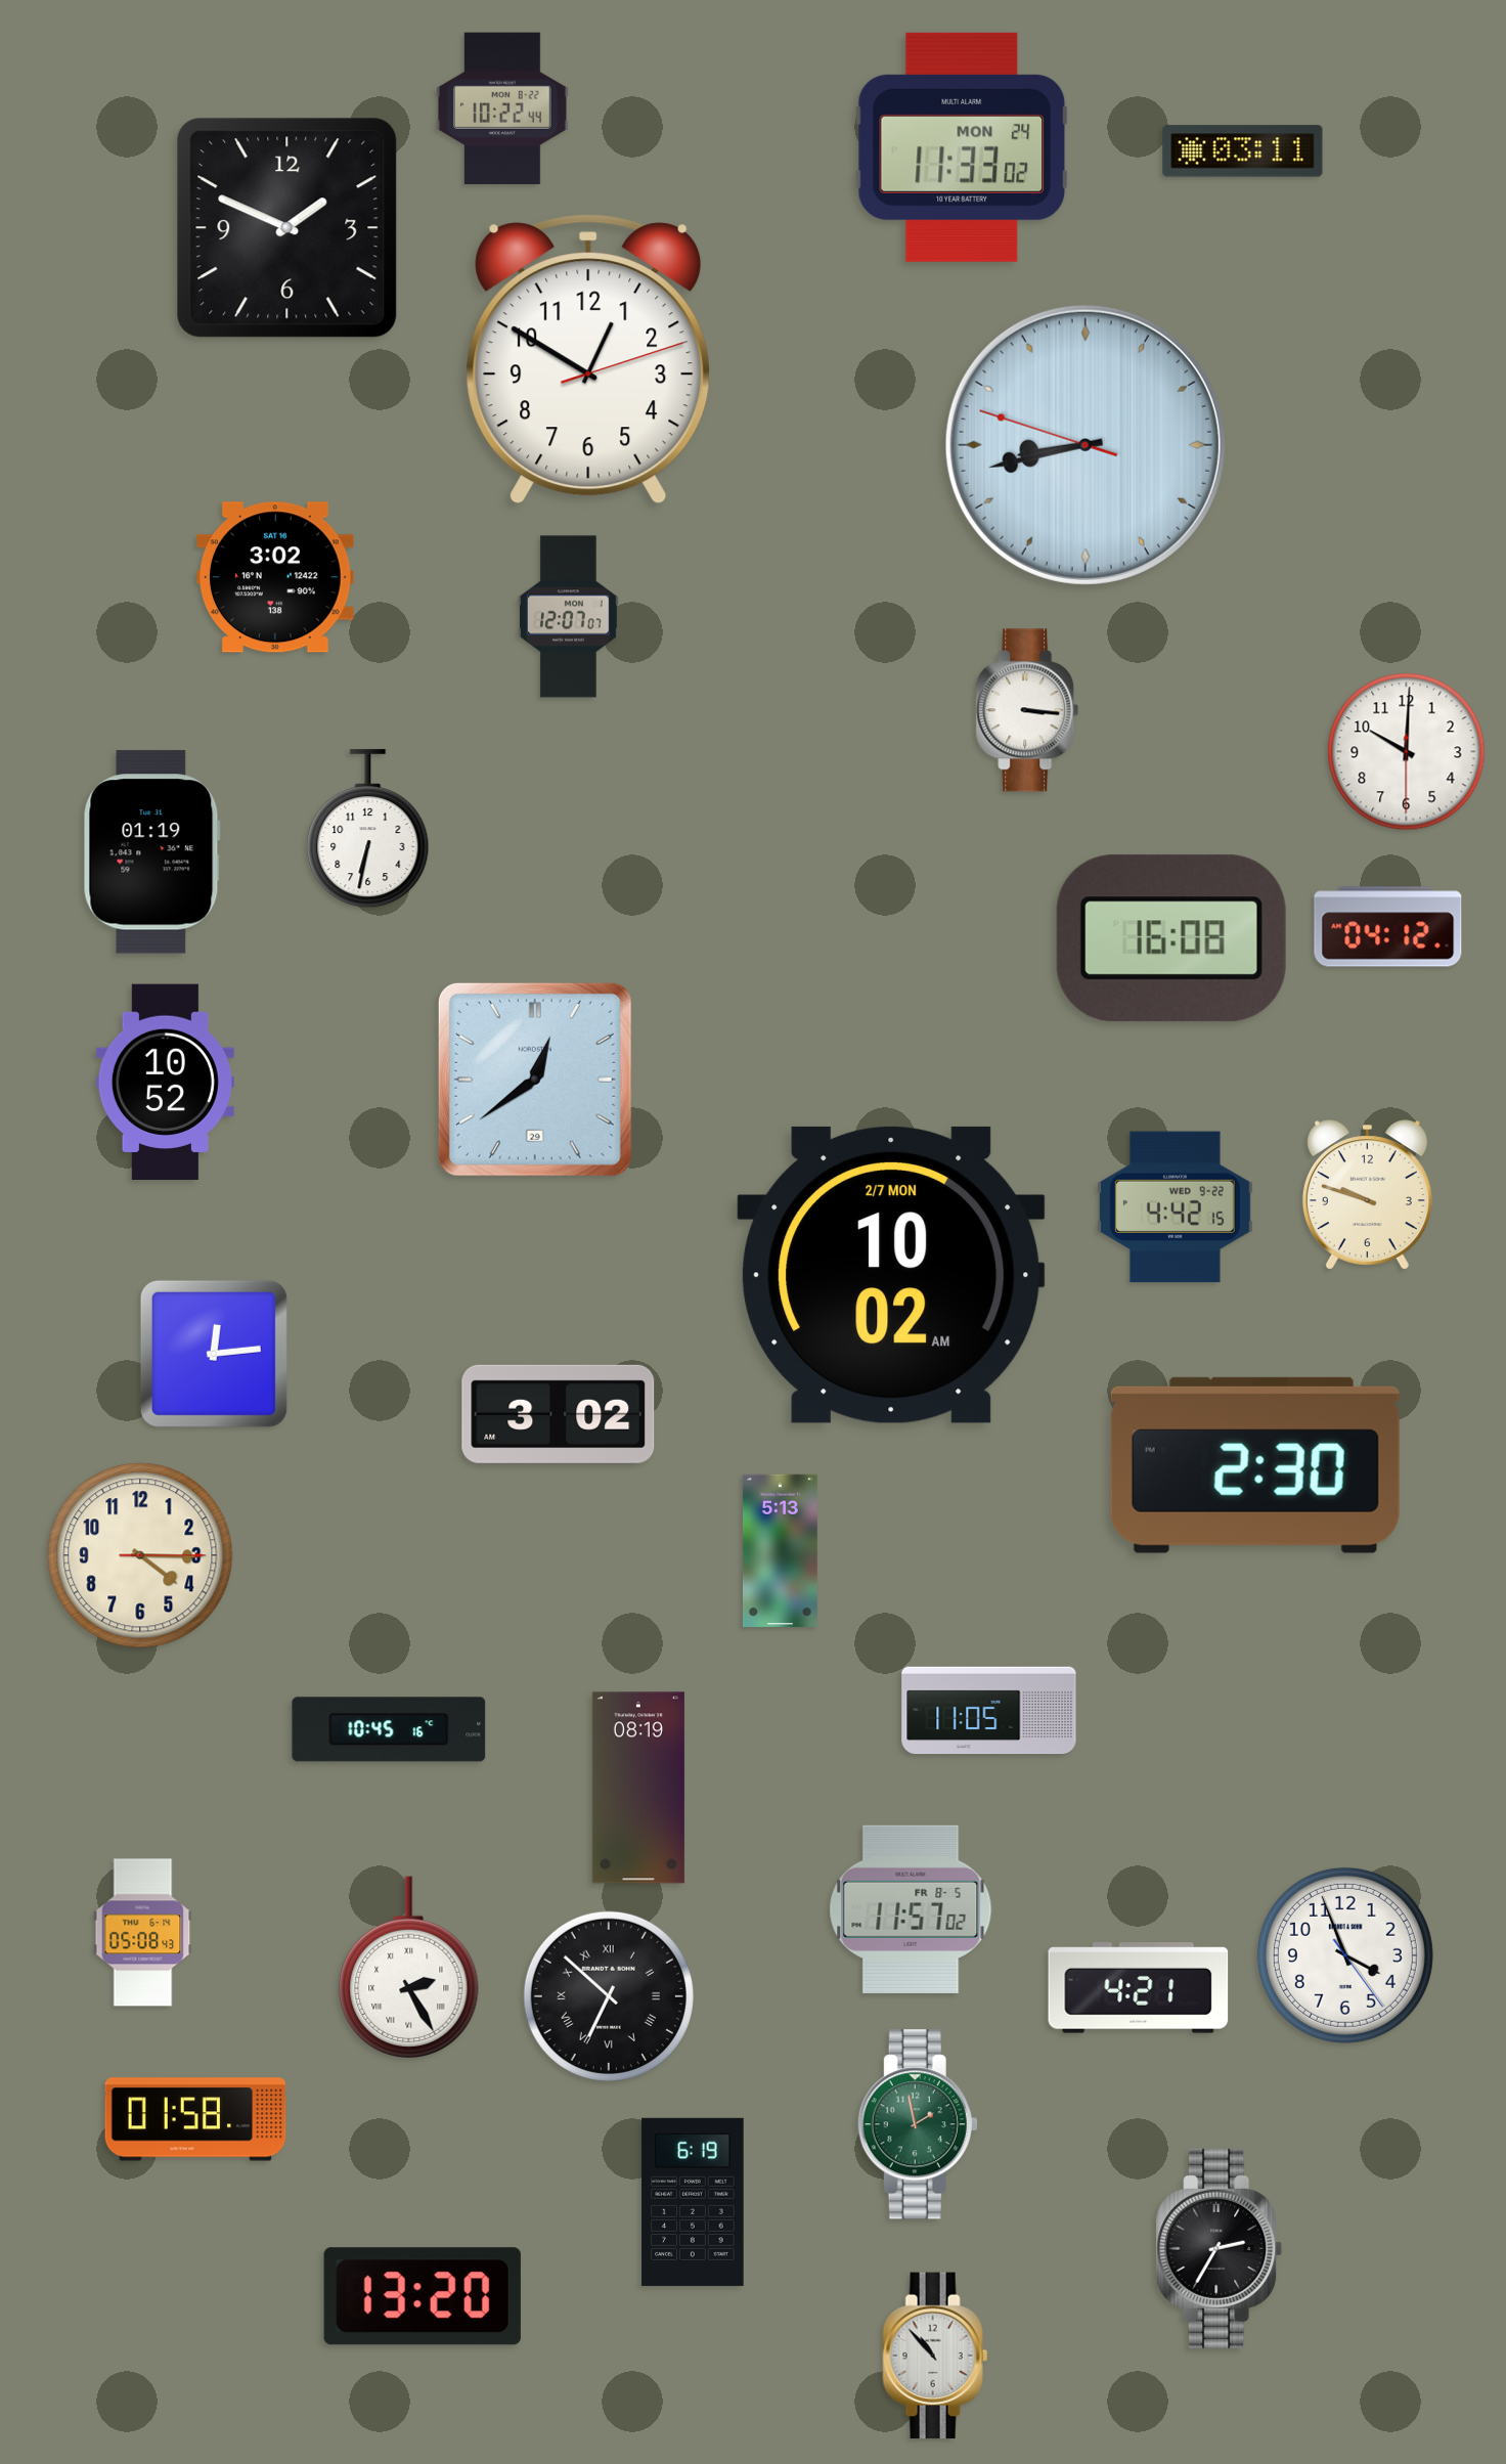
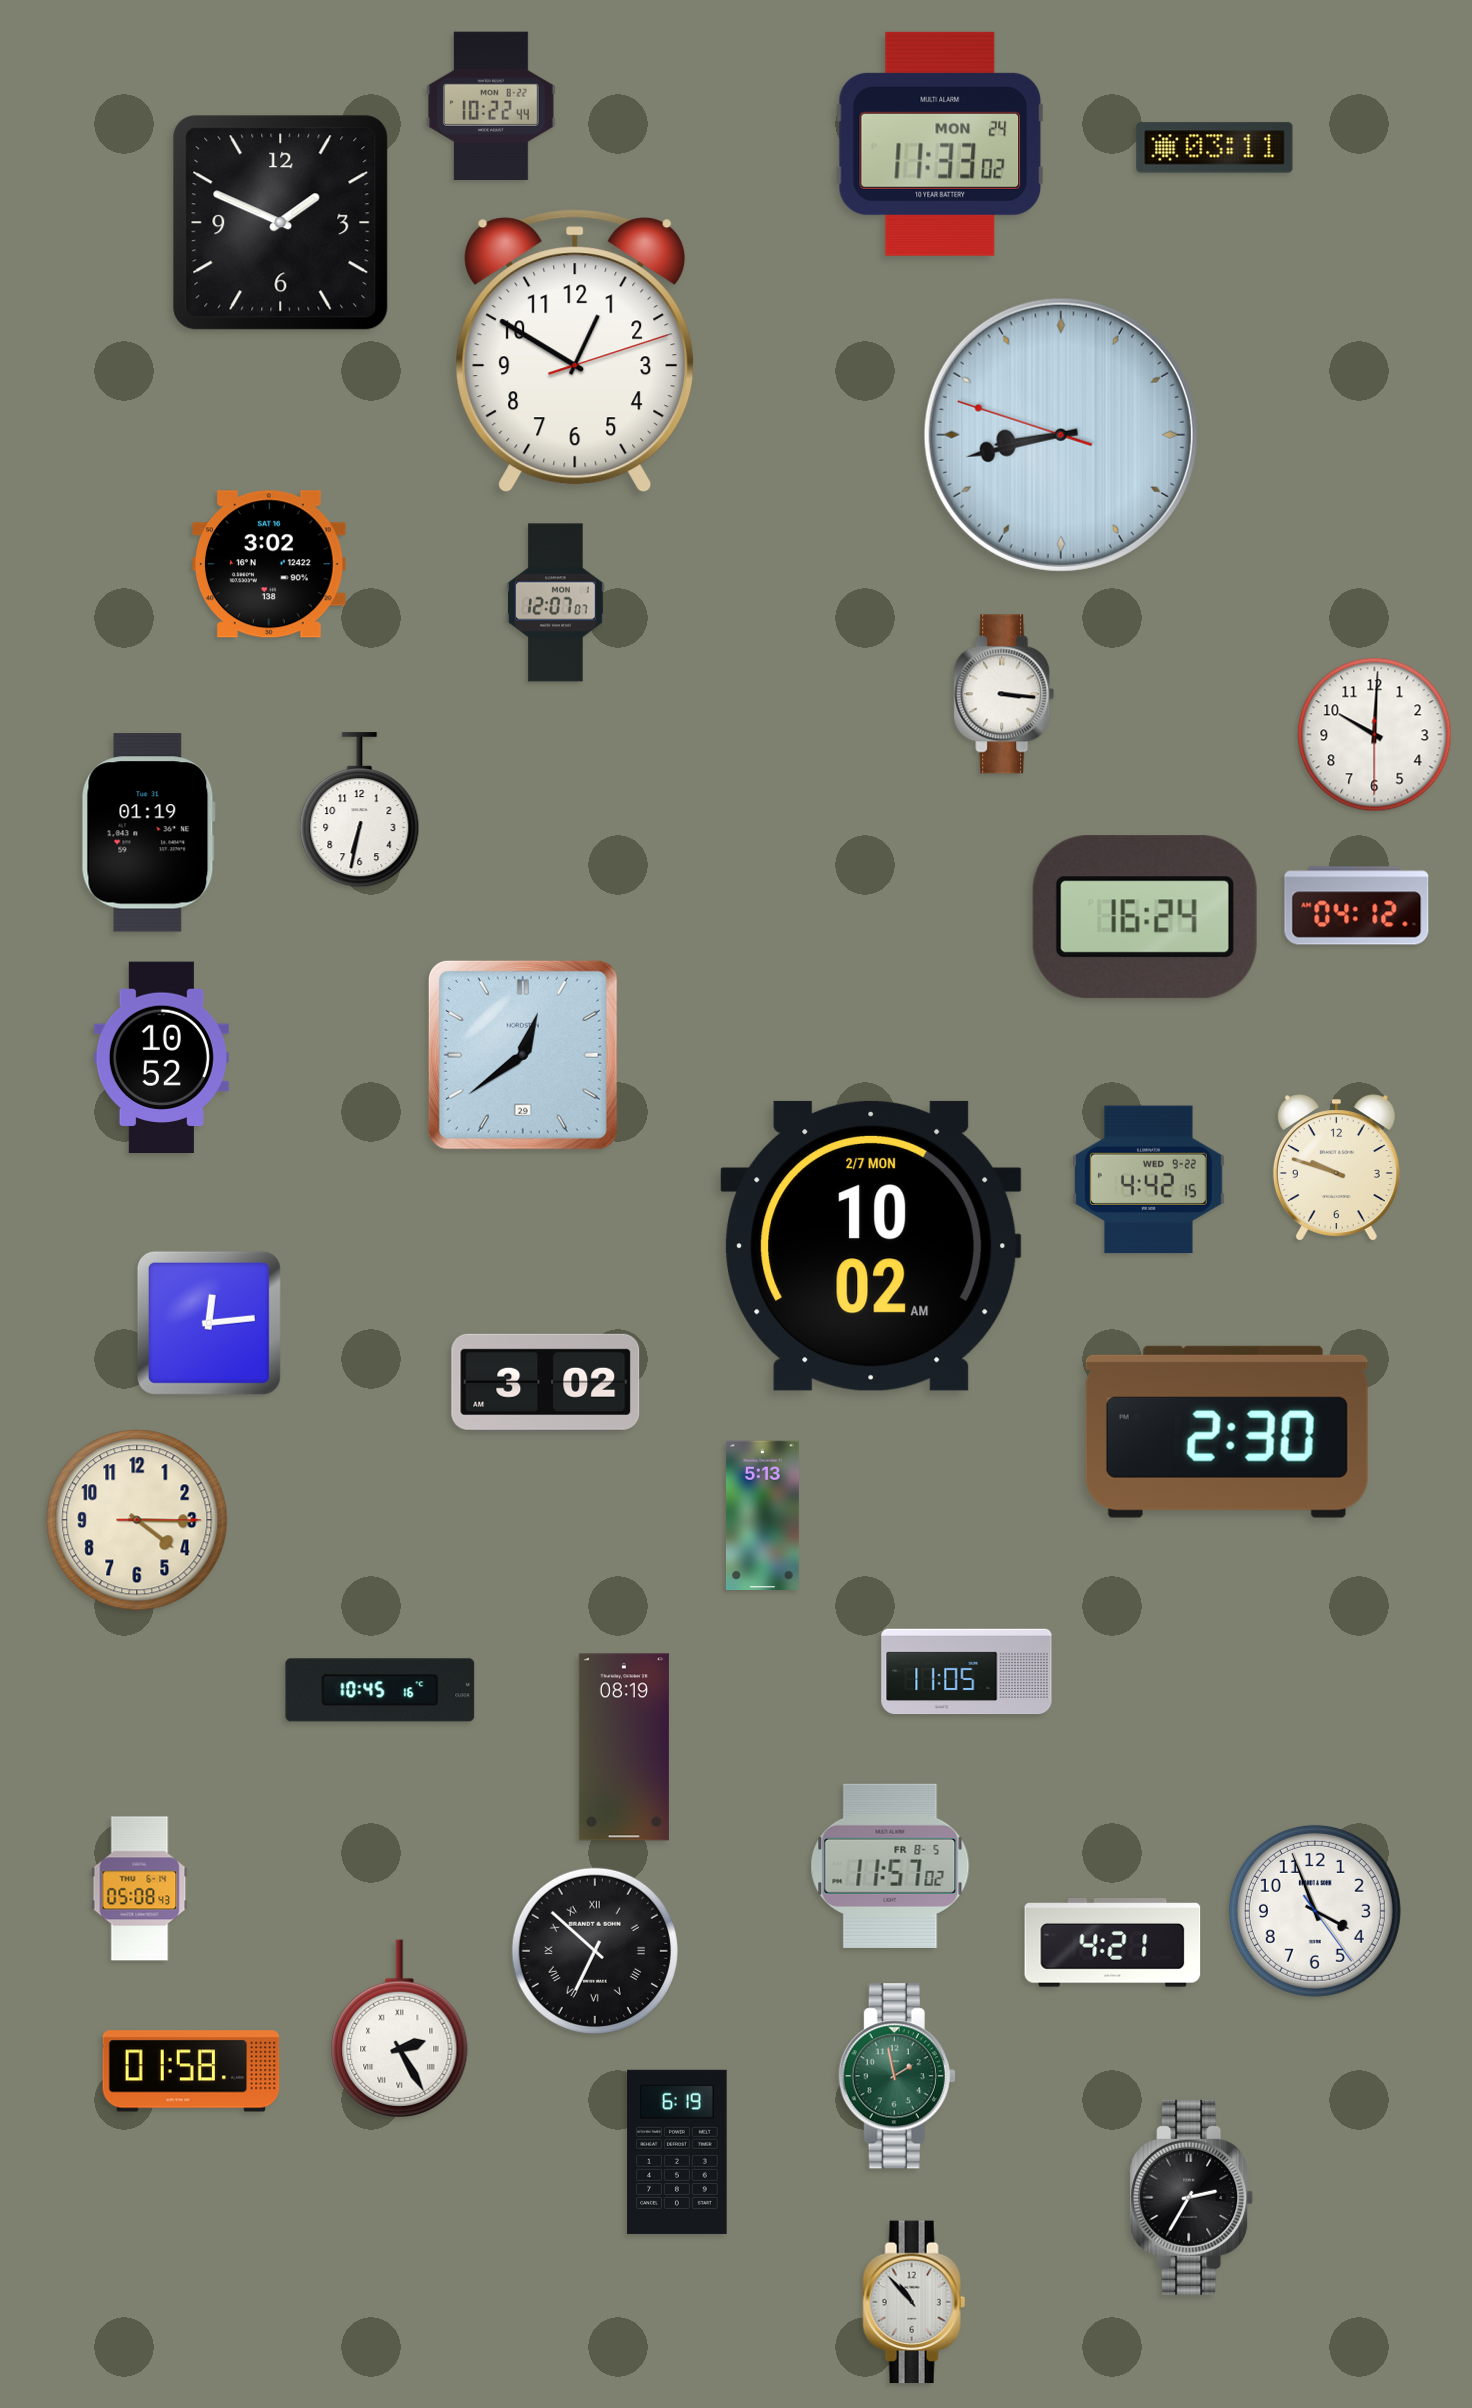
clock at (1171, 938): 16:08 -> 16:24
clock at (409, 1967) position: (409, 1967) -> (400, 2028)
clock at (423, 2296): 13:20 -> none
